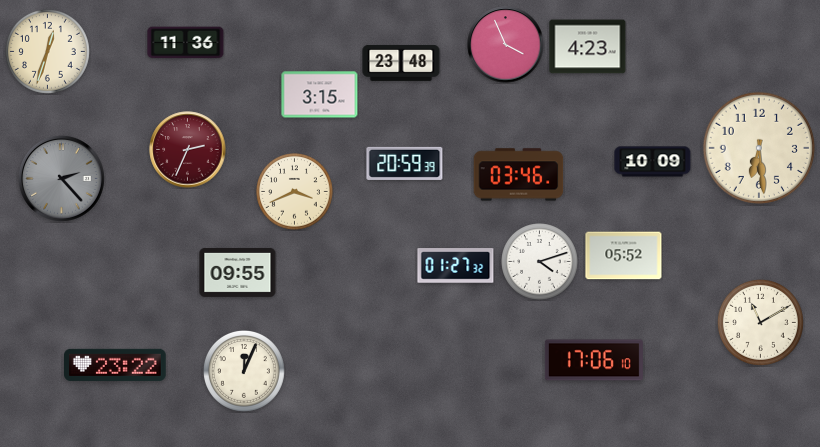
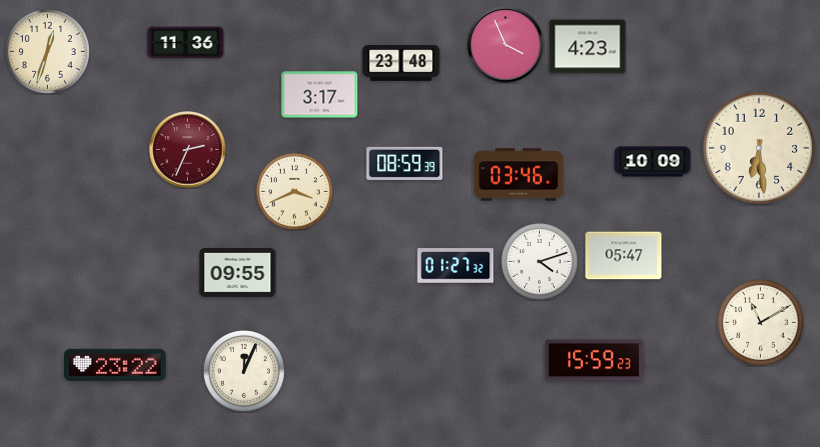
clock at (320, 95): 3:15 -> 3:17
clock at (405, 163): 20:59 -> 08:59
clock at (62, 179): 2:23 -> none
clock at (624, 256): 05:52 -> 05:47
clock at (594, 360): 17:06 -> 15:59
